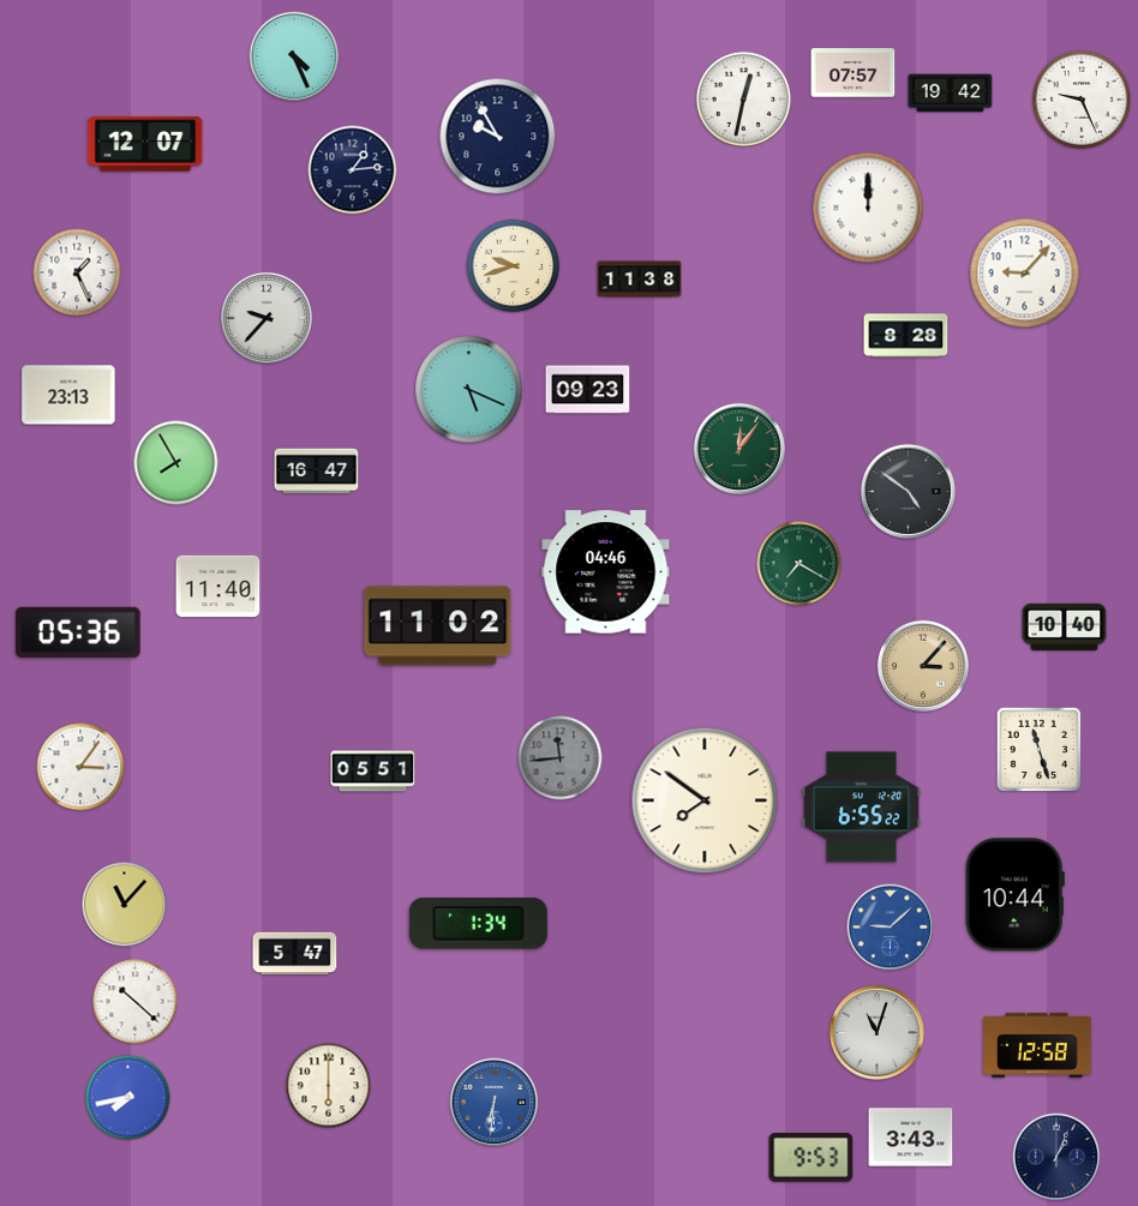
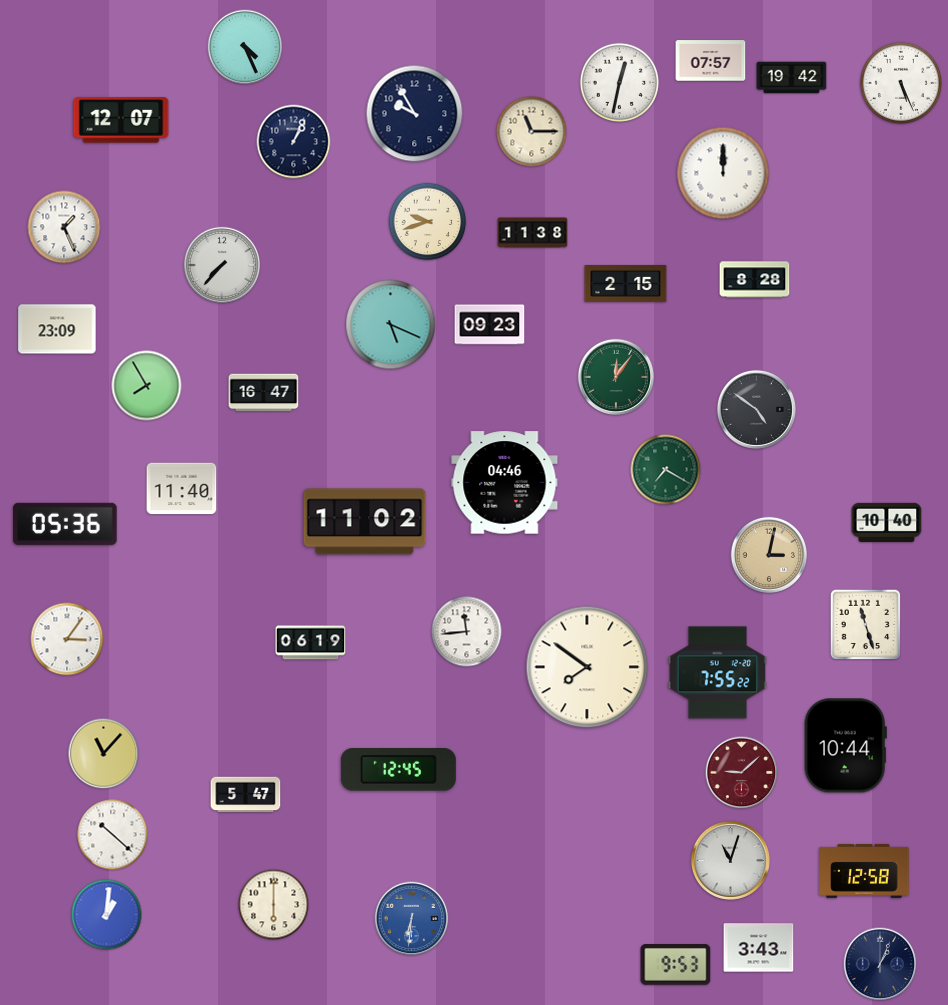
clock at (1082, 100): 9:26 -> 5:26
clock at (532, 132): none -> 11:15
clock at (353, 170): 1:14 -> 1:04
clock at (1025, 274): 9:07 -> none
clock at (265, 317): 9:37 -> 7:37
clock at (626, 283): none -> 2:15
clock at (68, 395): 23:13 -> 23:09
clock at (738, 448) position: (738, 448) -> (615, 376)
clock at (606, 572) position: (606, 572) -> (505, 483)
clock at (78, 632) position: (78, 632) -> (65, 524)
clock at (922, 665): 3:07 -> 3:02
clock at (561, 758) dial: grey -> white
clock at (373, 772): 05:51 -> 06:19
clock at (861, 808): 6:55 -> 7:55
clock at (478, 924): 1:34 -> 12:45
clock at (891, 928) dial: blue -> burgundy
clock at (128, 1098): 7:43 -> 1:01
